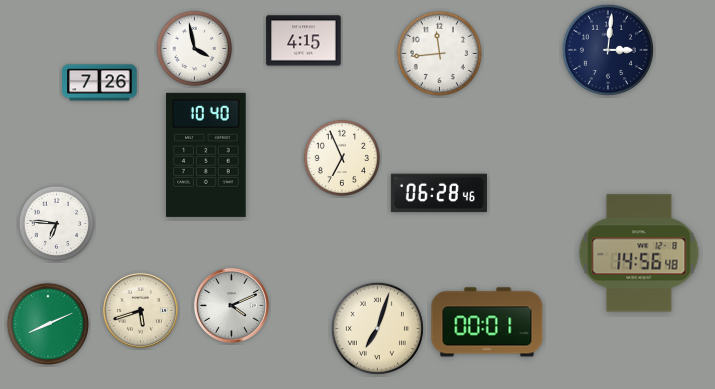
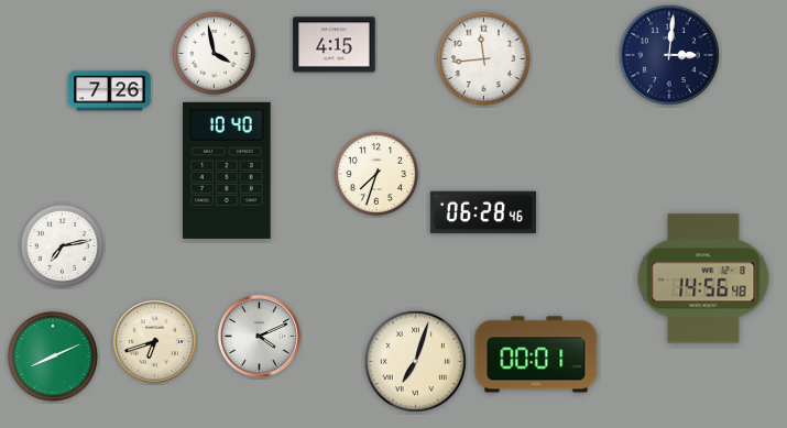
clock at (342, 158): 6:56 -> 7:33
clock at (57, 224): 6:46 -> 7:13
clock at (231, 305) position: (231, 305) -> (259, 336)
clock at (140, 310): 5:42 -> 6:42
